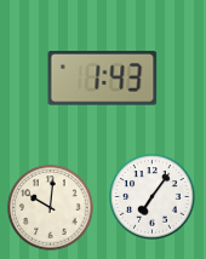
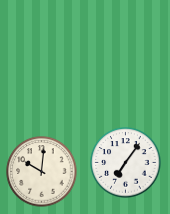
clock at (103, 79): 1:43 -> none
